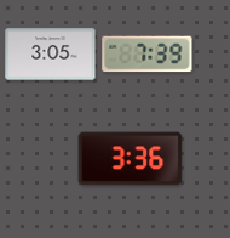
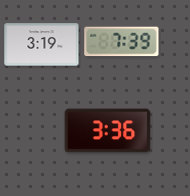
clock at (51, 55): 3:05 -> 3:19
clock at (148, 55) position: (148, 55) -> (122, 42)
